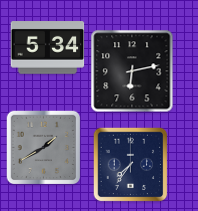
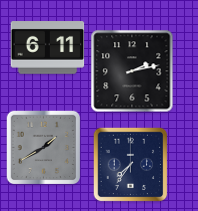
clock at (48, 48): 5:34 -> 6:11
clock at (132, 71): 6:13 -> 2:13
